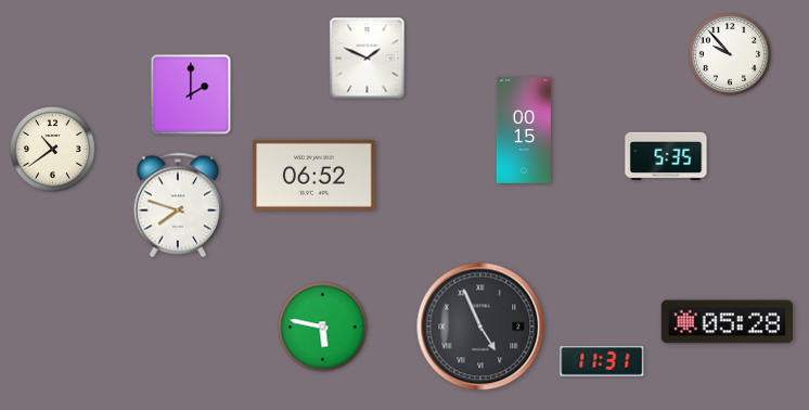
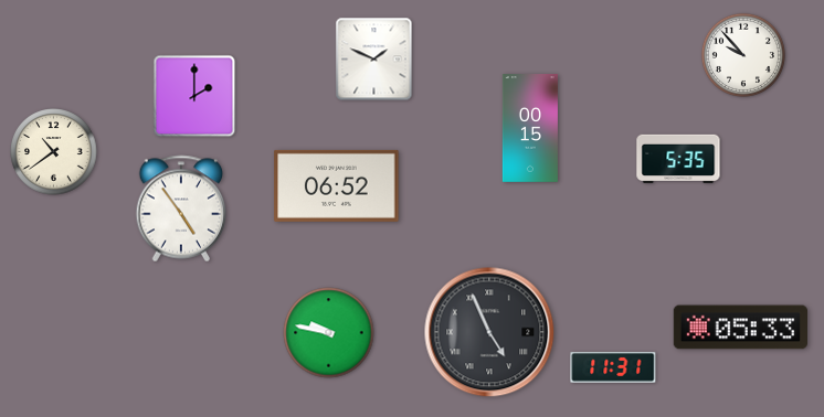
clock at (524, 131) position: (524, 131) -> (530, 129)
clock at (314, 175) position: (314, 175) -> (337, 185)
clock at (178, 205): 7:48 -> 4:54
clock at (727, 322): 05:28 -> 05:33
clock at (323, 328): 5:47 -> 9:47
